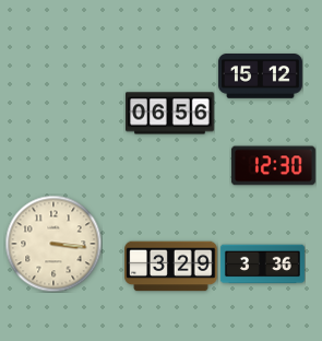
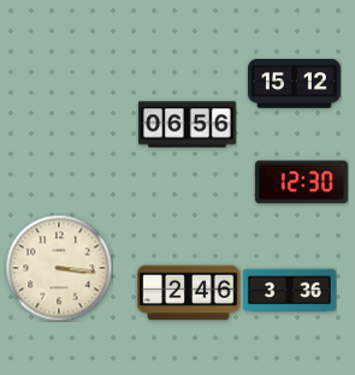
clock at (260, 77) position: (260, 77) -> (294, 84)
clock at (171, 267): 3:29 -> 2:46
